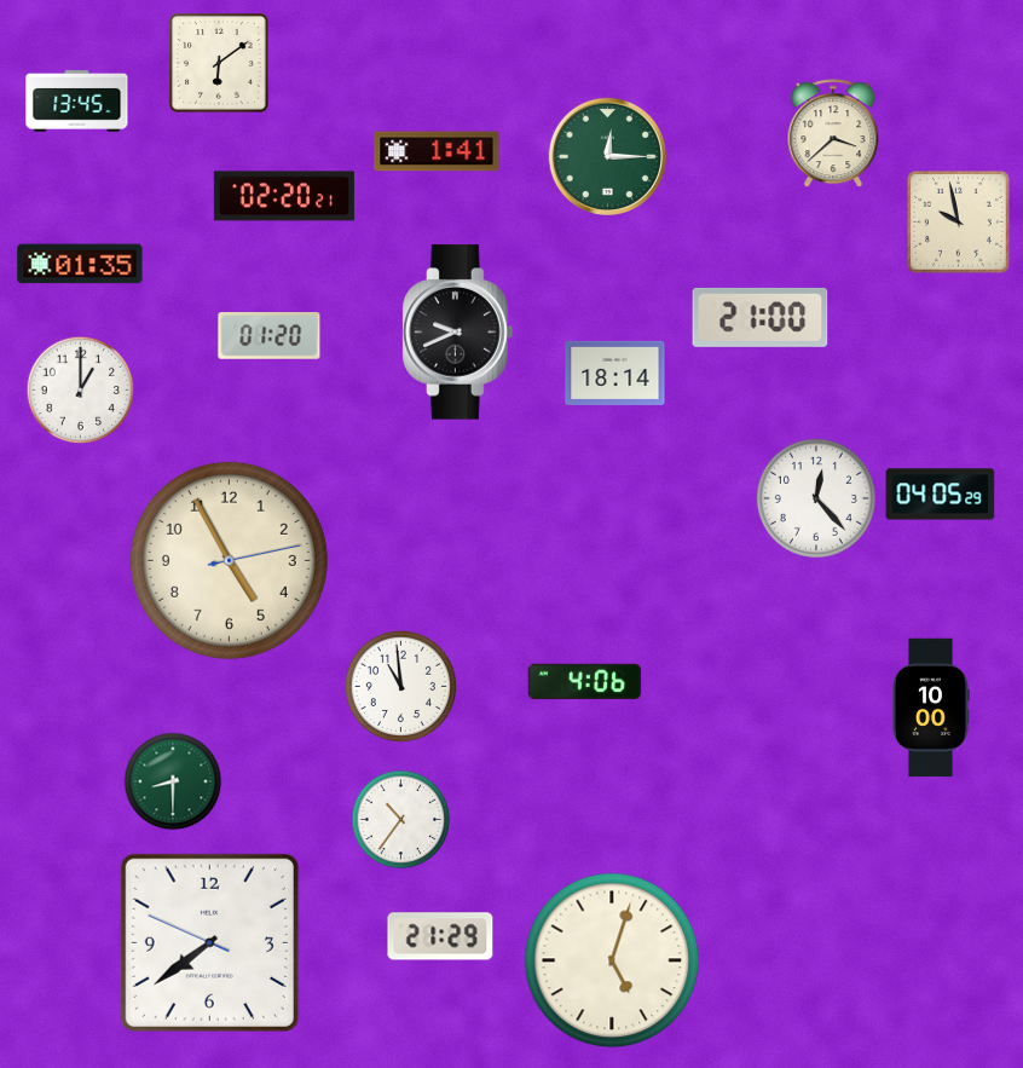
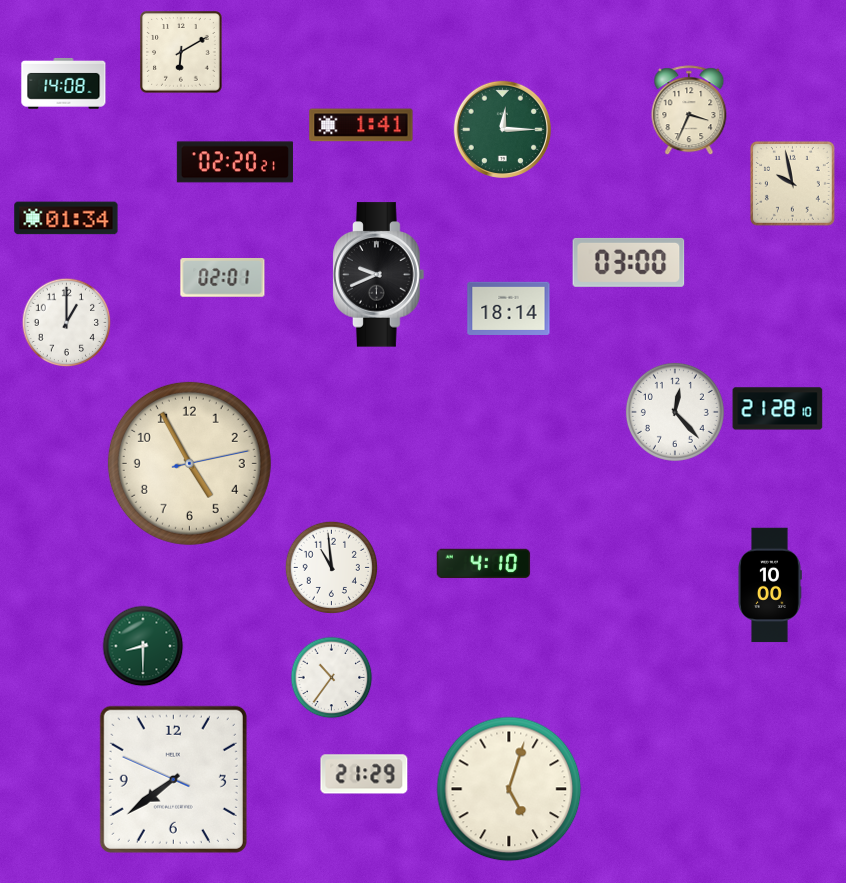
clock at (220, 64): 6:09 -> 6:10
clock at (77, 100): 13:45 -> 14:08
clock at (833, 134): 3:38 -> 3:34
clock at (80, 264): 01:35 -> 01:34
clock at (761, 317): 21:00 -> 03:00
clock at (270, 336): 01:20 -> 02:01
clock at (941, 495): 04:05 -> 21:28
clock at (585, 682): 4:06 -> 4:10
clock at (612, 960) position: (612, 960) -> (509, 789)
